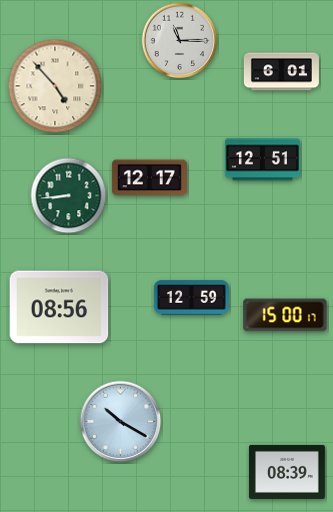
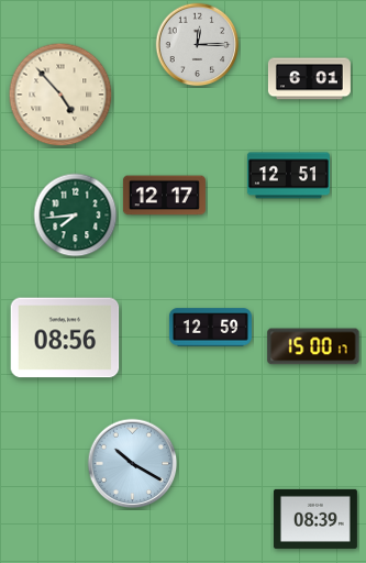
clock at (180, 41): 11:15 -> 12:15
clock at (69, 196): 8:44 -> 7:44
